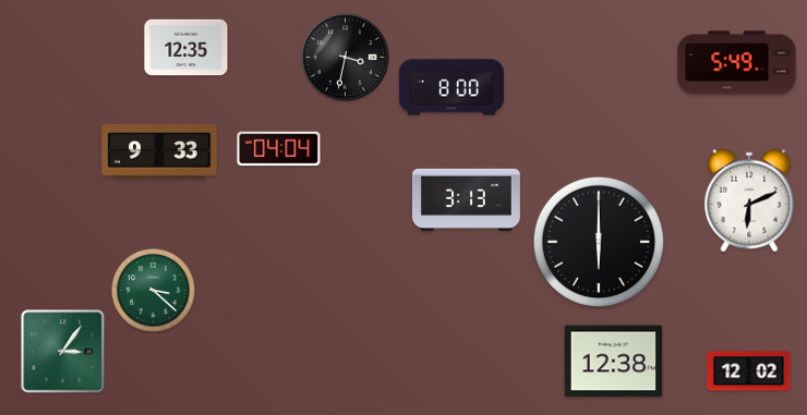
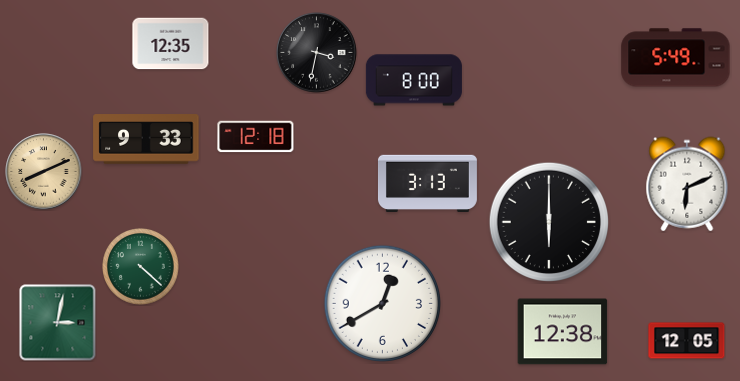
clock at (279, 149): 04:04 -> 12:18
clock at (44, 172): none -> 8:11
clock at (154, 291): 3:22 -> 4:22
clock at (382, 303): none -> 12:40
clock at (63, 352): 3:06 -> 3:02
clock at (749, 371): 12:02 -> 12:05
